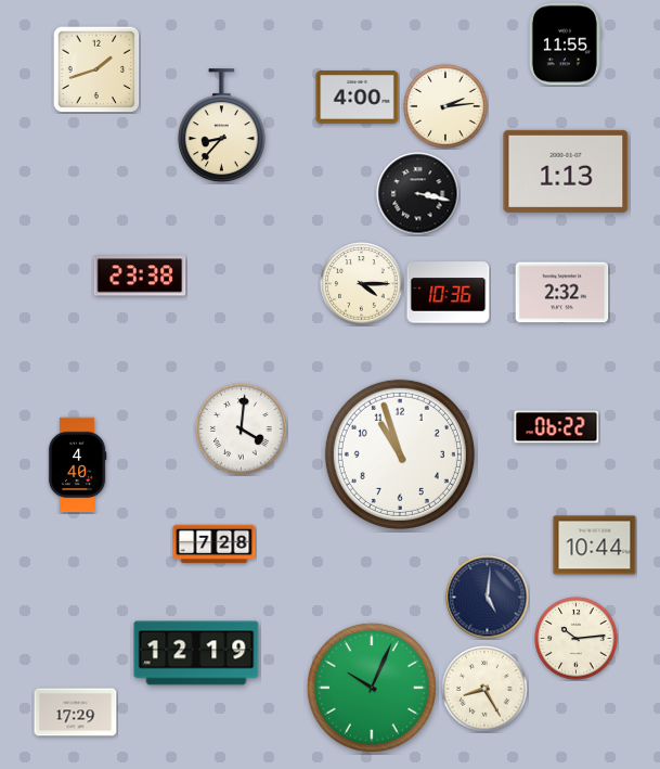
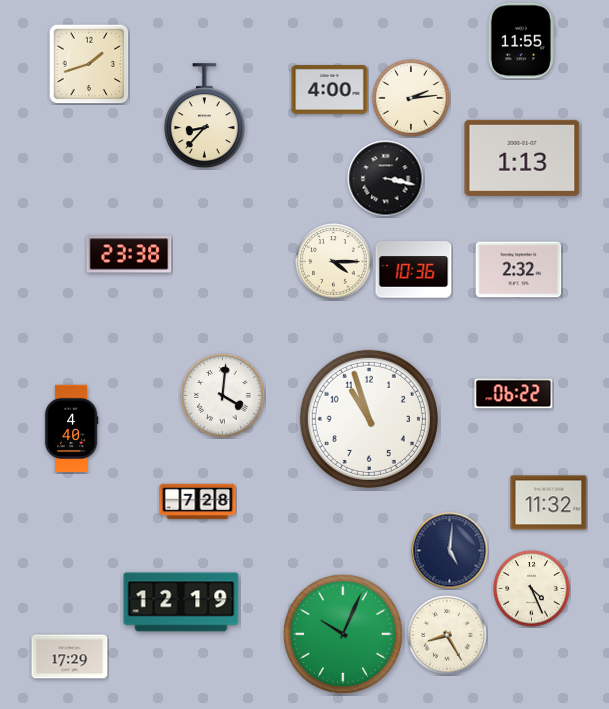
clock at (595, 546): 10:44 -> 11:32
clock at (577, 639): 10:14 -> 4:26
